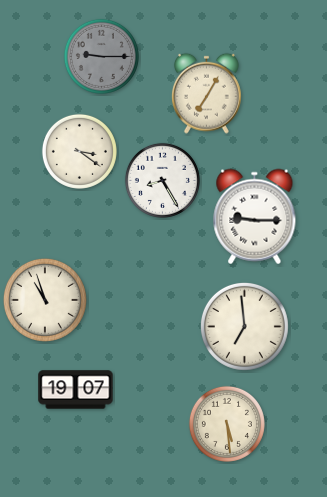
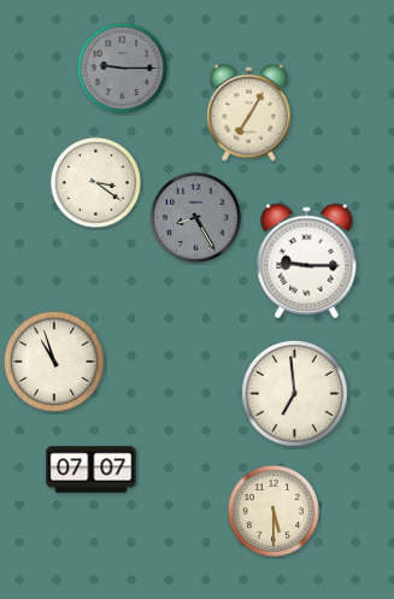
clock at (162, 180) dial: white -> grey
clock at (76, 390): 19:07 -> 07:07
clock at (227, 424): 5:29 -> 5:30
